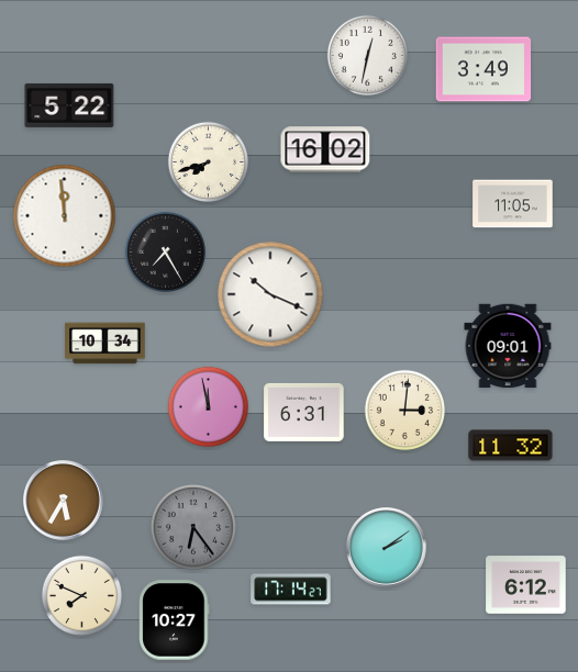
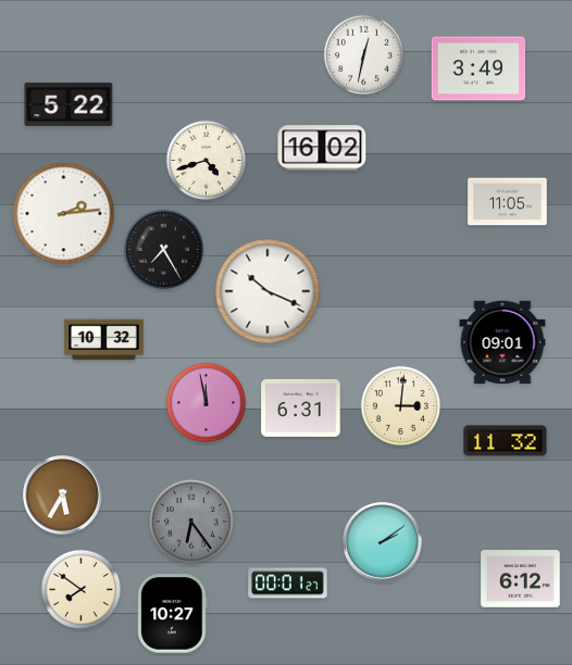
clock at (208, 161): 7:42 -> 4:42
clock at (65, 216): 11:59 -> 2:14
clock at (105, 344): 10:34 -> 10:32
clock at (291, 590): 17:14 -> 00:01
clock at (81, 595): 7:49 -> 7:51
